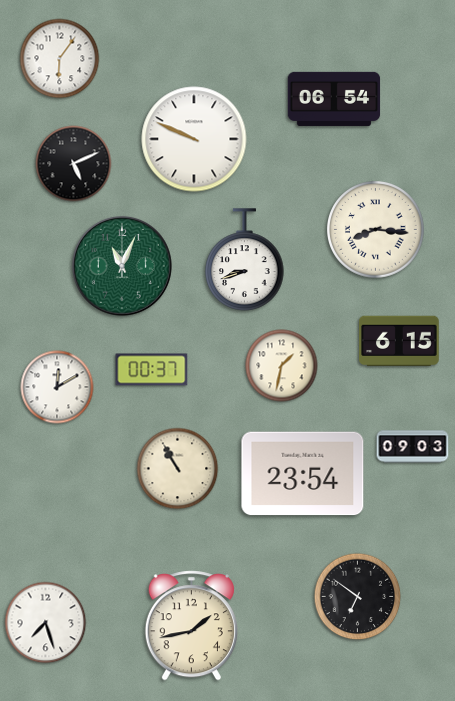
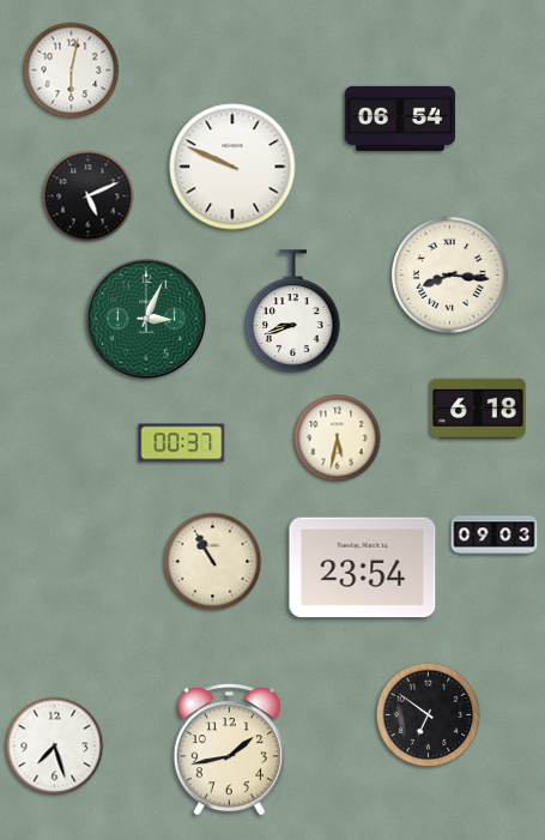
clock at (60, 59): 6:06 -> 6:02
clock at (122, 266): 11:04 -> 3:04
clock at (400, 341): 6:15 -> 6:18
clock at (282, 366): 1:32 -> 5:32
clock at (57, 387): 12:10 -> none
